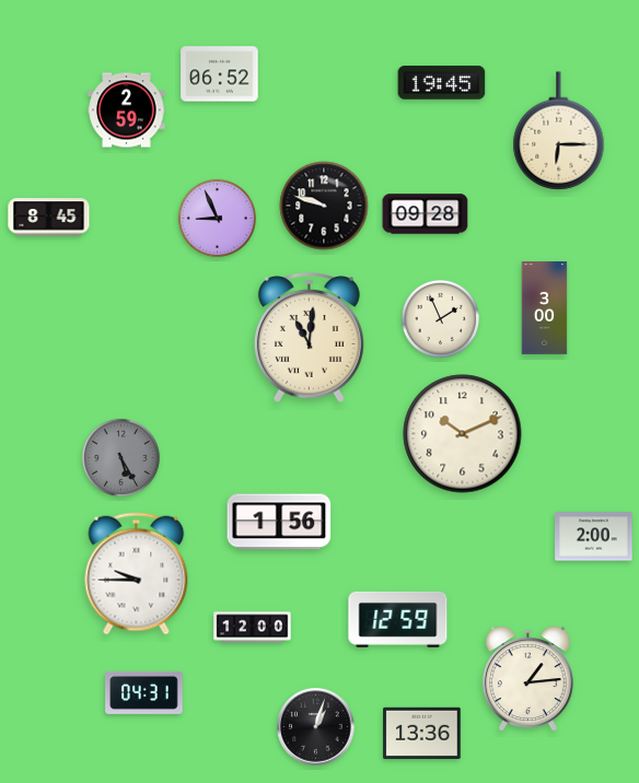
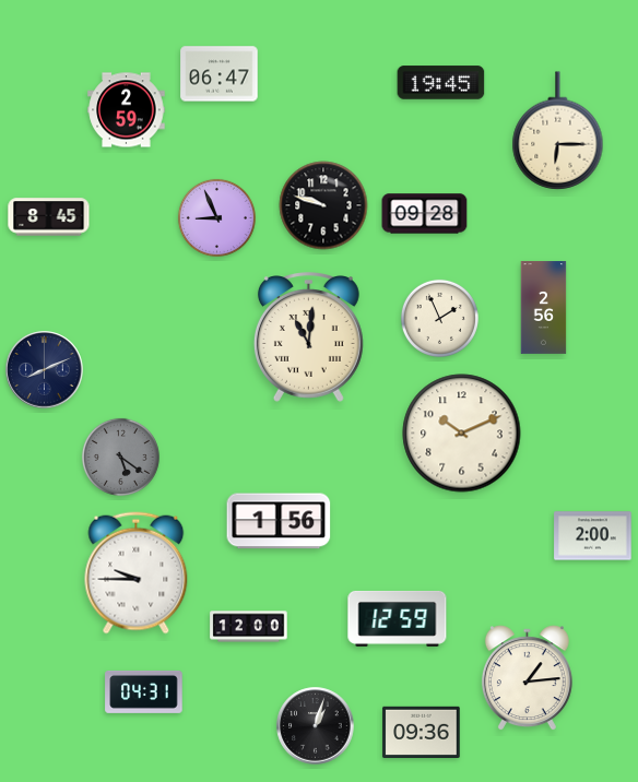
clock at (220, 74): 06:52 -> 06:47
clock at (545, 308): 3:00 -> 2:56
clock at (45, 370): none -> 8:11
clock at (120, 457): 5:25 -> 5:21
clock at (253, 628) position: (253, 628) -> (249, 627)
clock at (422, 733): 13:36 -> 09:36
